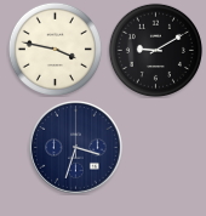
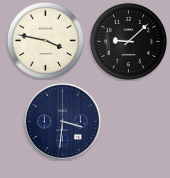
clock at (155, 50): 9:10 -> 9:08
clock at (76, 148): 3:33 -> 3:31
